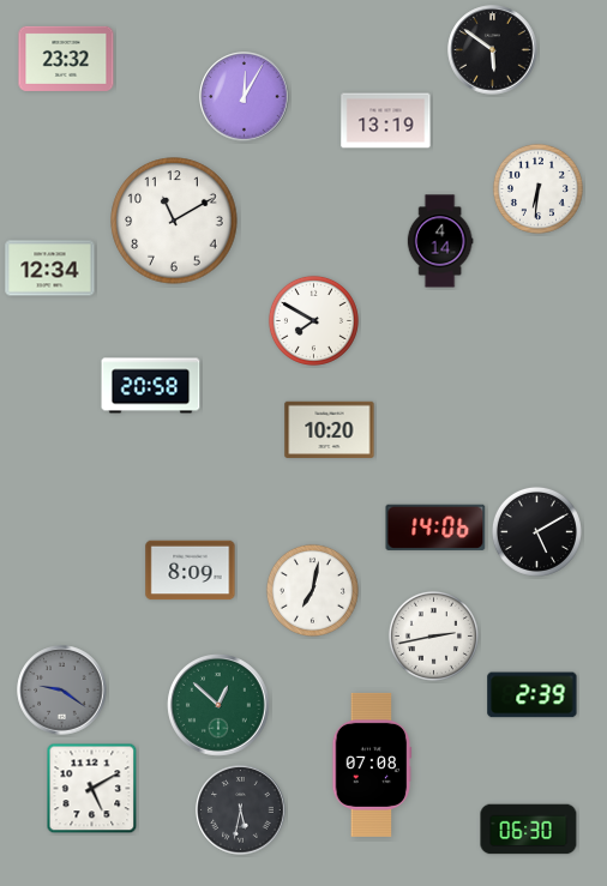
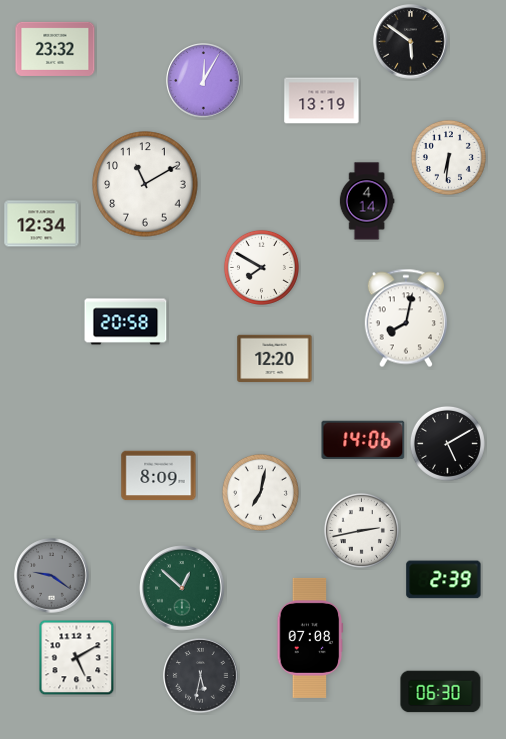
clock at (405, 318): none -> 8:02
clock at (330, 430): 10:20 -> 12:20
